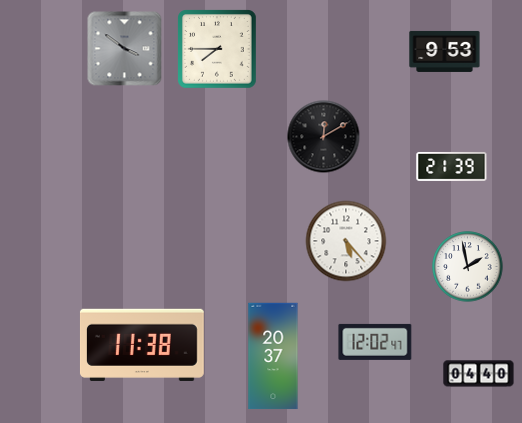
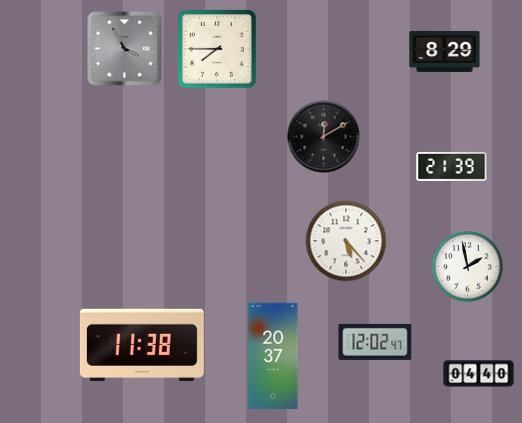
clock at (125, 49): 3:51 -> 3:55
clock at (445, 51): 9:53 -> 8:29
